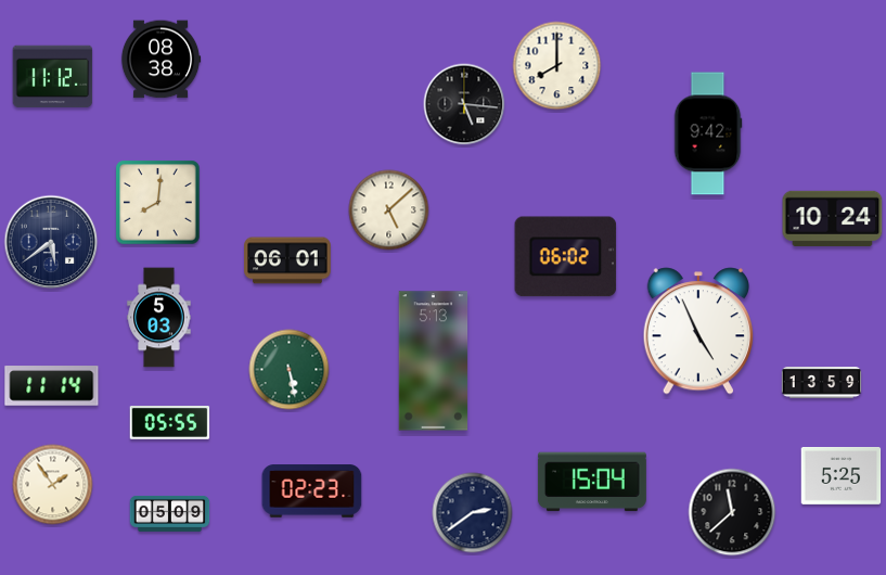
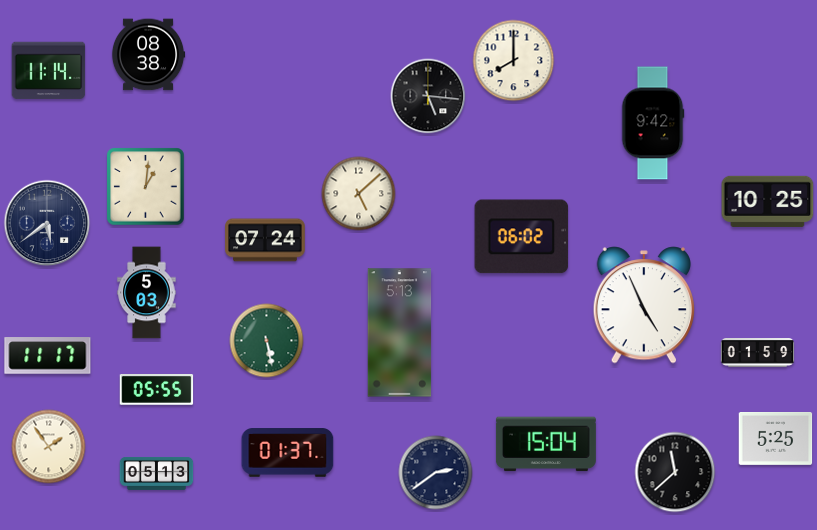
clock at (53, 77): 11:12 -> 11:14
clock at (158, 203): 8:01 -> 1:01
clock at (833, 218): 10:24 -> 10:25
clock at (287, 260): 06:01 -> 07:24
clock at (822, 383): 13:59 -> 01:59
clock at (52, 386): 11:14 -> 11:17
clock at (312, 491): 02:23 -> 01:37
clock at (170, 513): 05:09 -> 05:13
